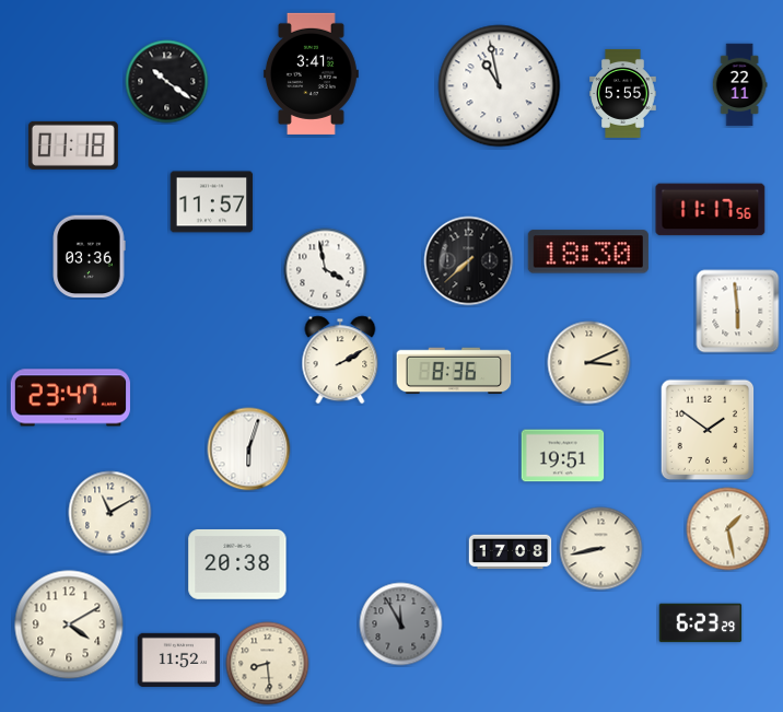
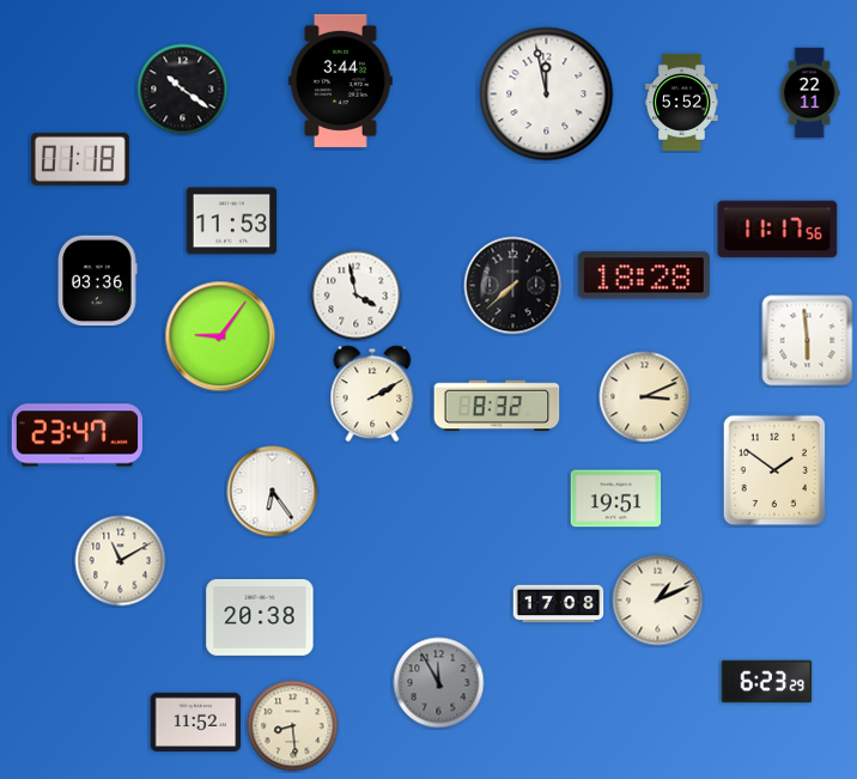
clock at (311, 73): 3:41 -> 3:44
clock at (500, 86): 10:58 -> 11:58
clock at (623, 93): 5:55 -> 5:52
clock at (212, 202): 11:57 -> 11:53
clock at (588, 252): 18:30 -> 18:28
clock at (220, 336): none -> 9:06
clock at (454, 371): 8:36 -> 8:32
clock at (249, 450): 6:03 -> 6:24
clock at (728, 529): 1:28 -> none
clock at (601, 549): 8:43 -> 1:11
clock at (69, 625): 4:10 -> none
